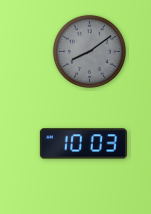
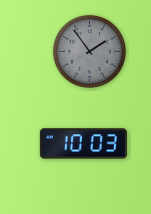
clock at (89, 51): 8:09 -> 1:54
